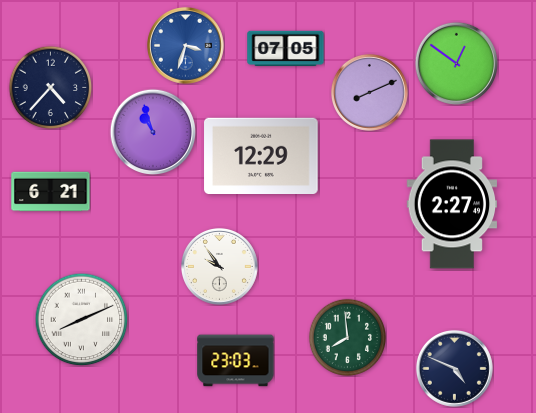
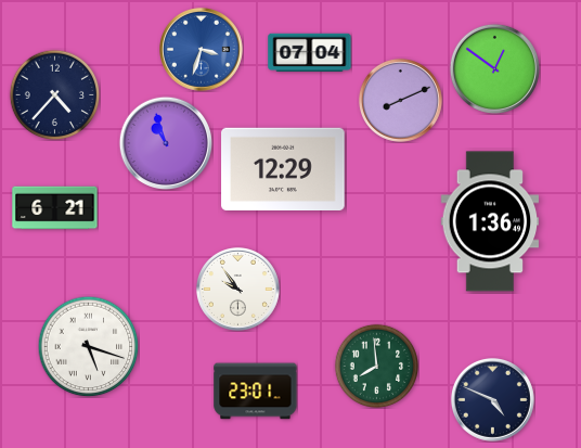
clock at (286, 49): 07:05 -> 07:04
clock at (452, 204): 2:27 -> 1:36
clock at (81, 319): 8:11 -> 5:18
clock at (236, 361): 23:03 -> 23:01
